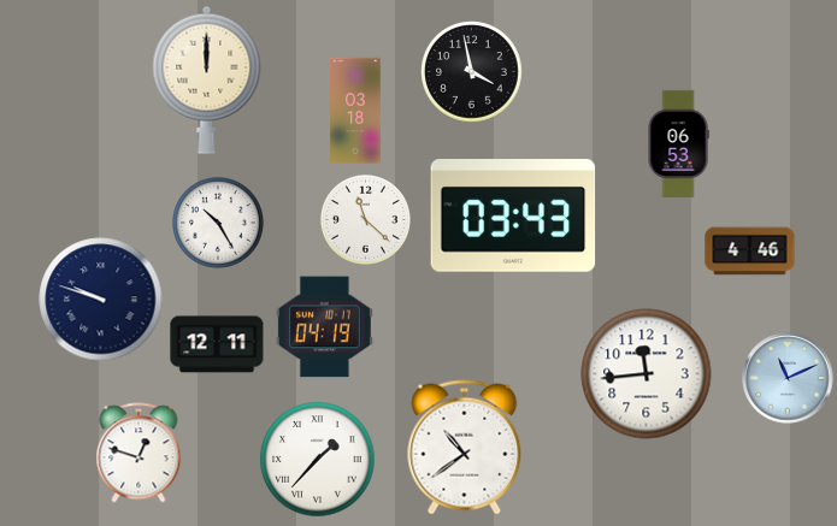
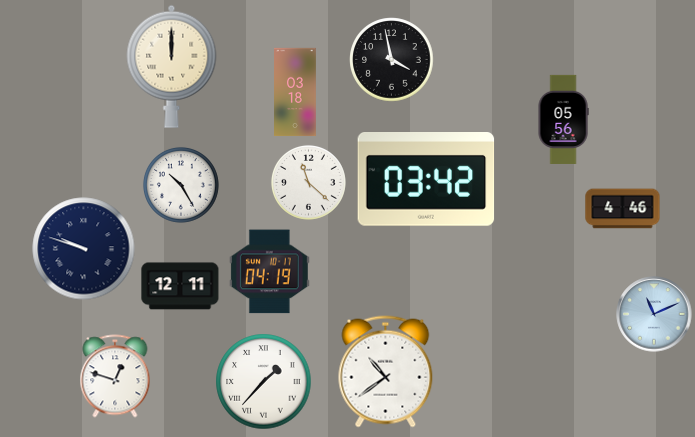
clock at (678, 143): 06:53 -> 05:56
clock at (513, 217): 03:43 -> 03:42
clock at (365, 219) position: (365, 219) -> (308, 182)
clock at (647, 374): 11:44 -> none
